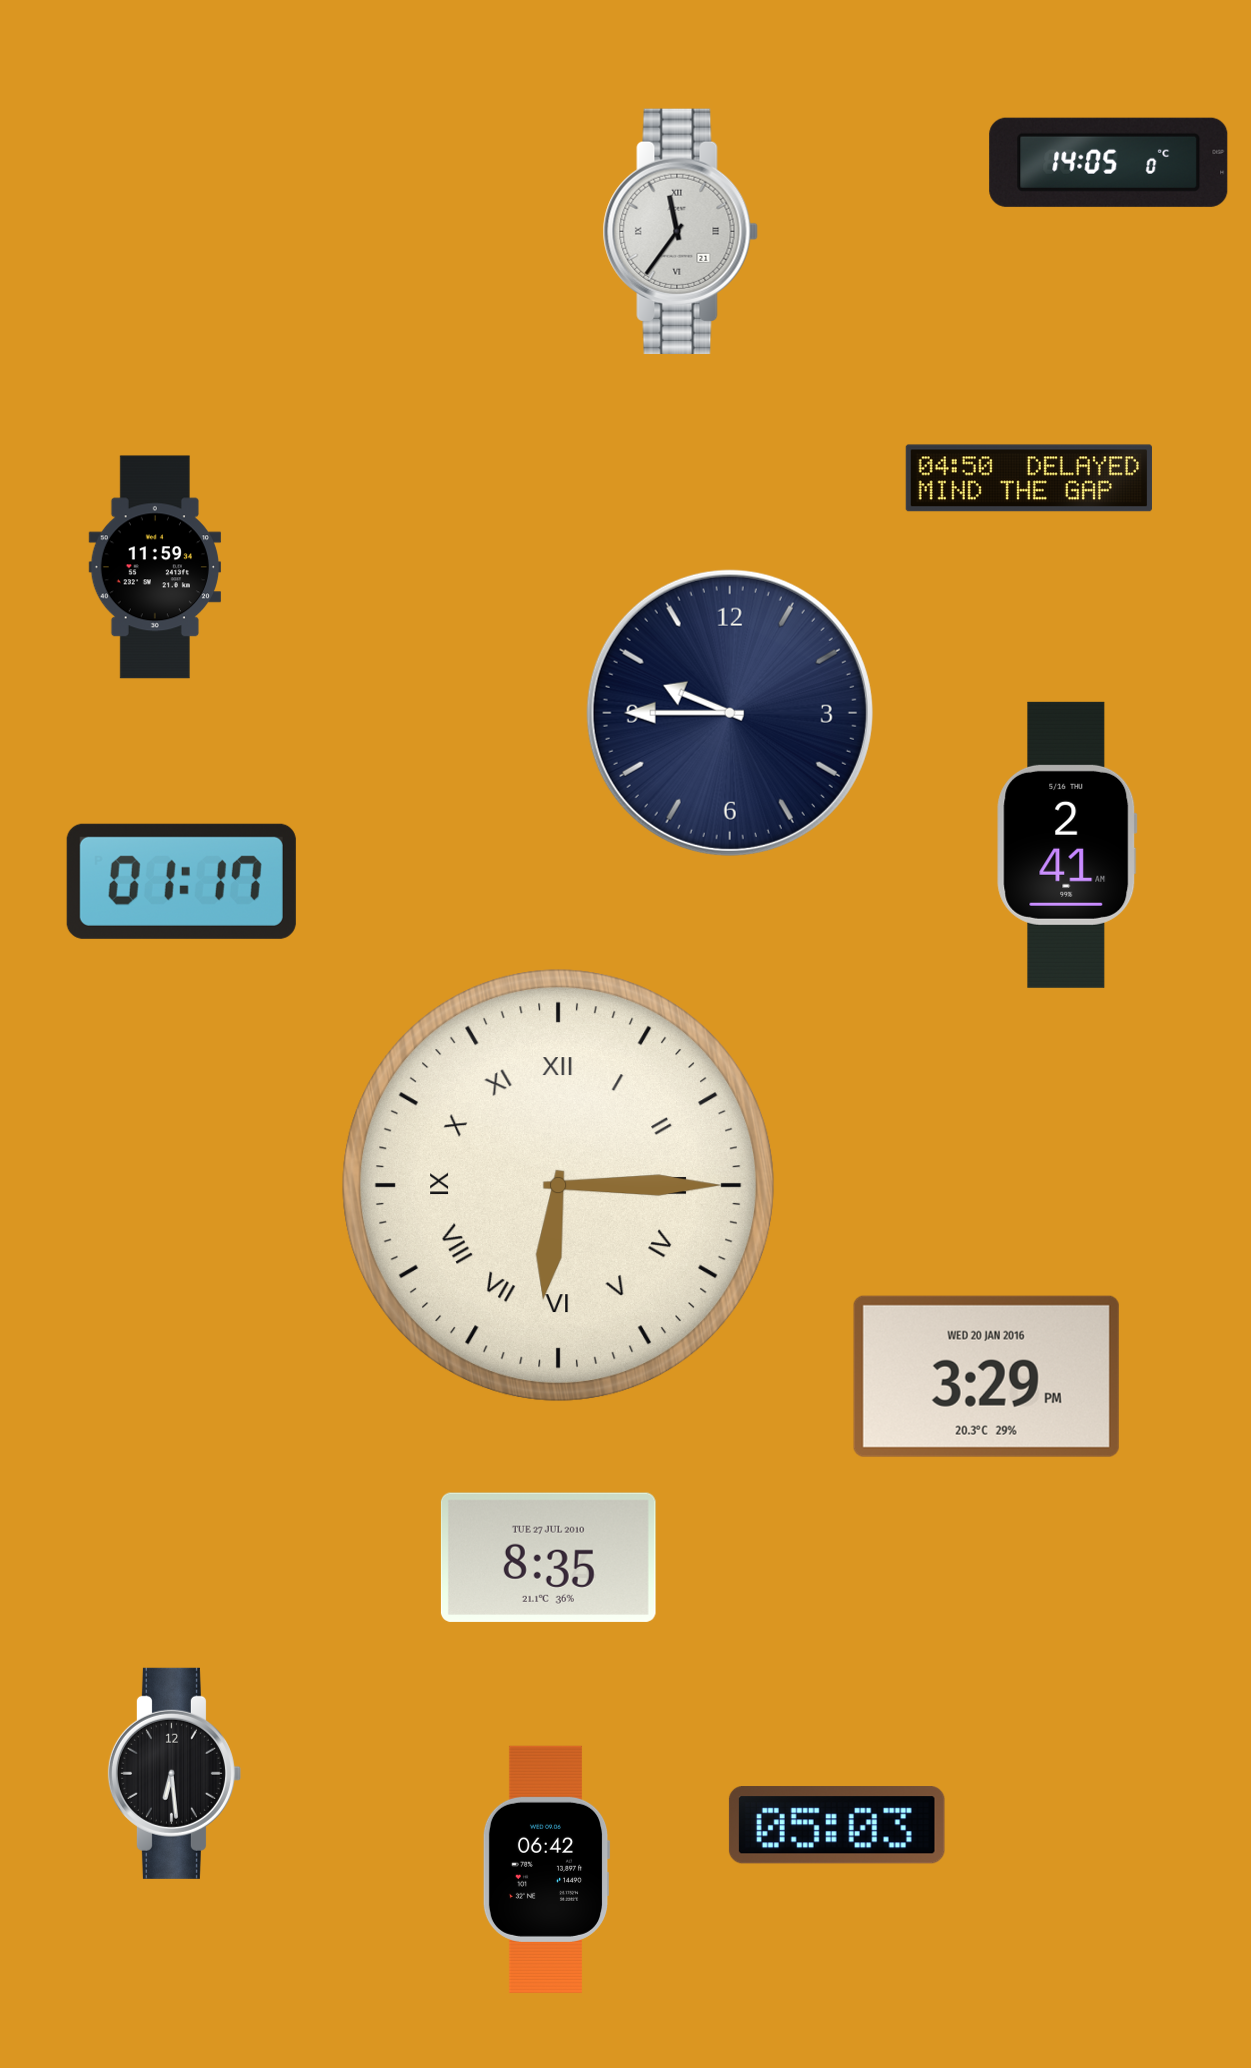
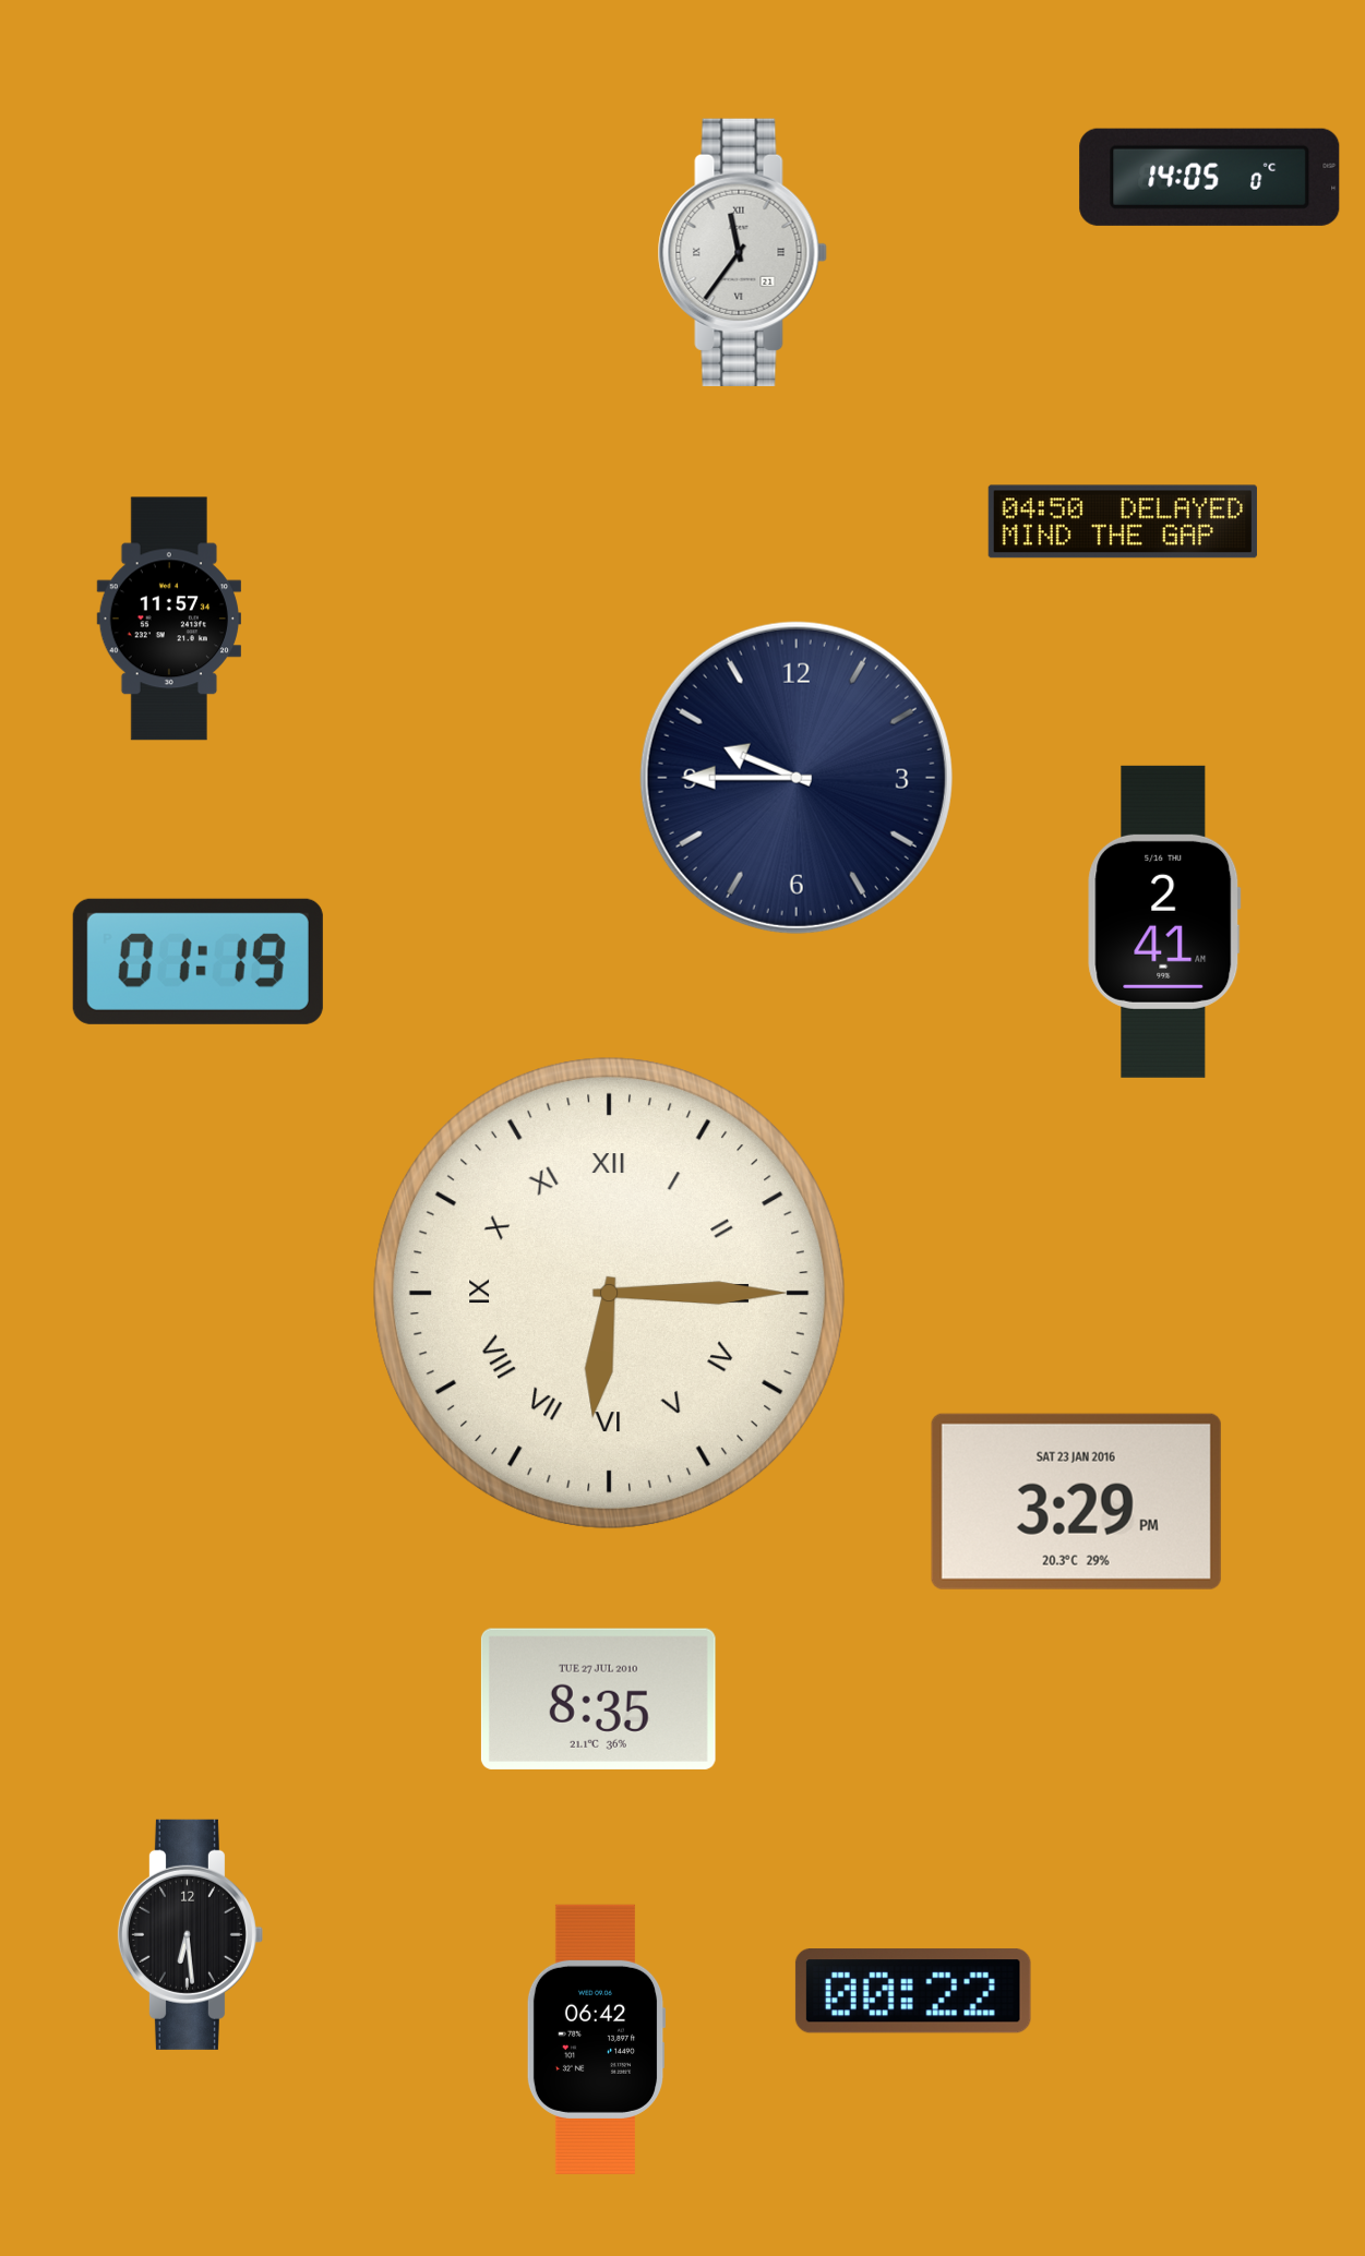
clock at (155, 567): 11:59 -> 11:57
clock at (181, 881): 01:17 -> 01:19
clock at (986, 1376) date: WED 20 JAN 2016 -> SAT 23 JAN 2016
clock at (837, 1825): 05:03 -> 00:22
